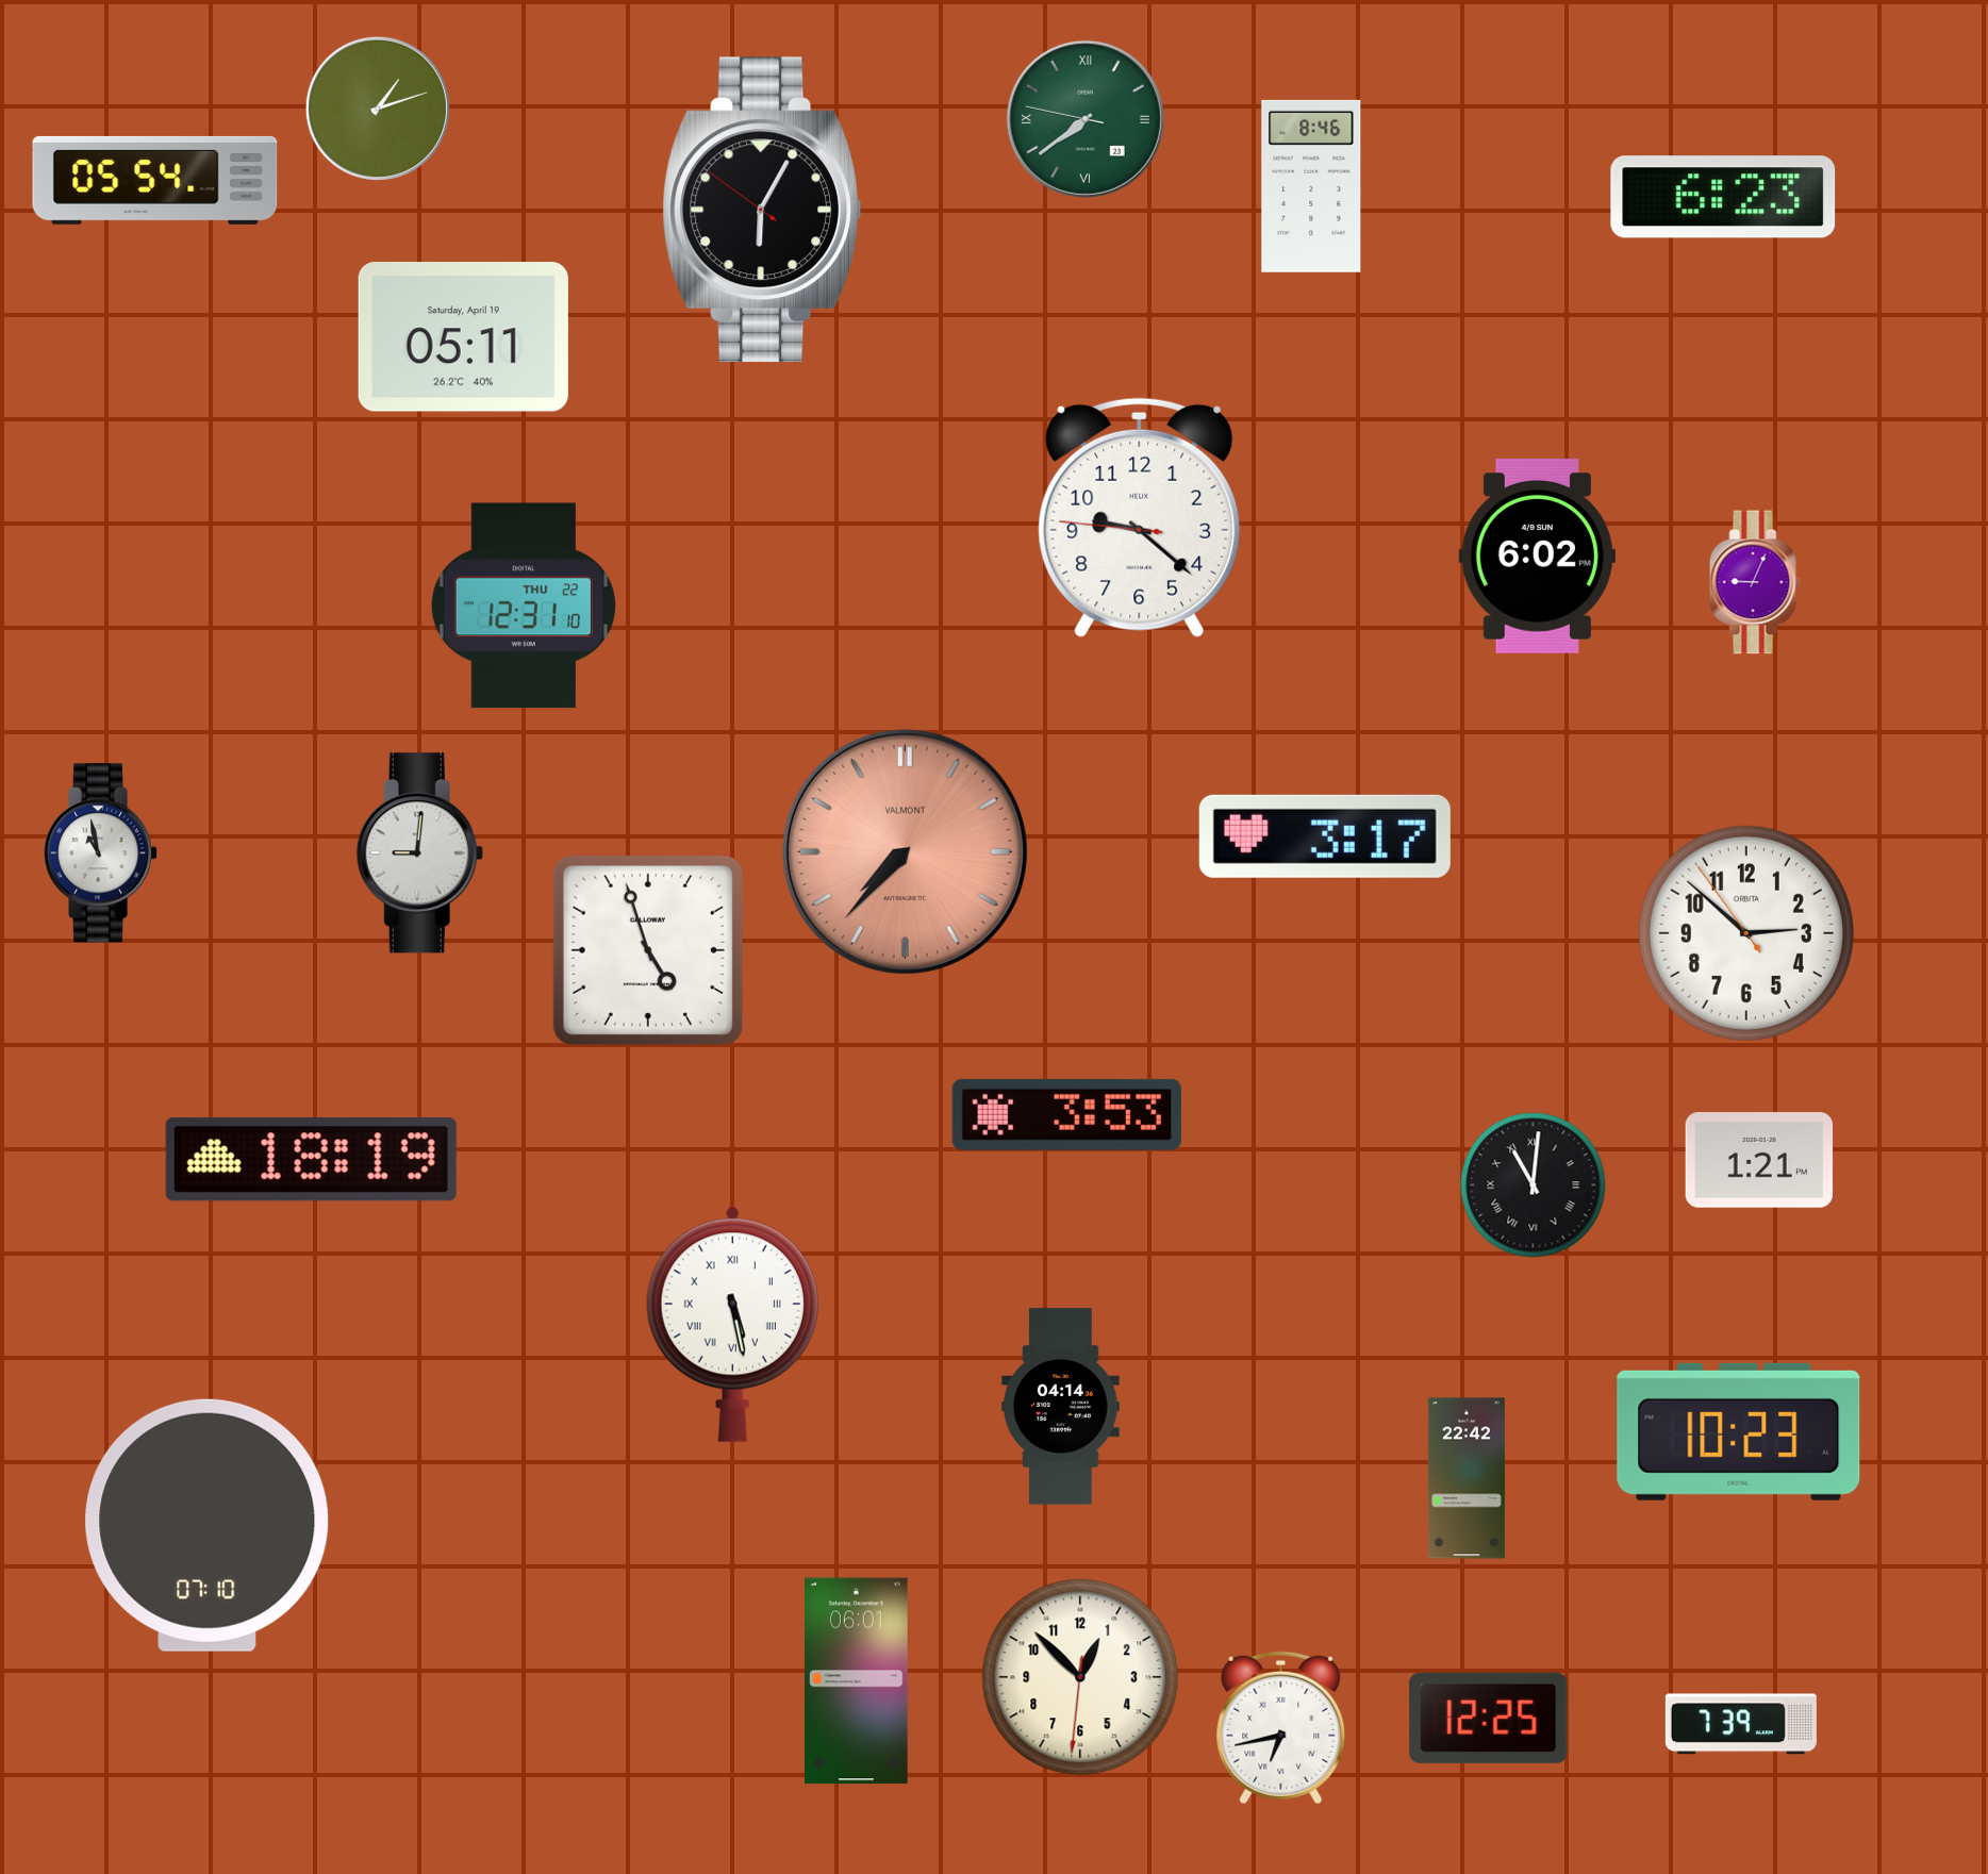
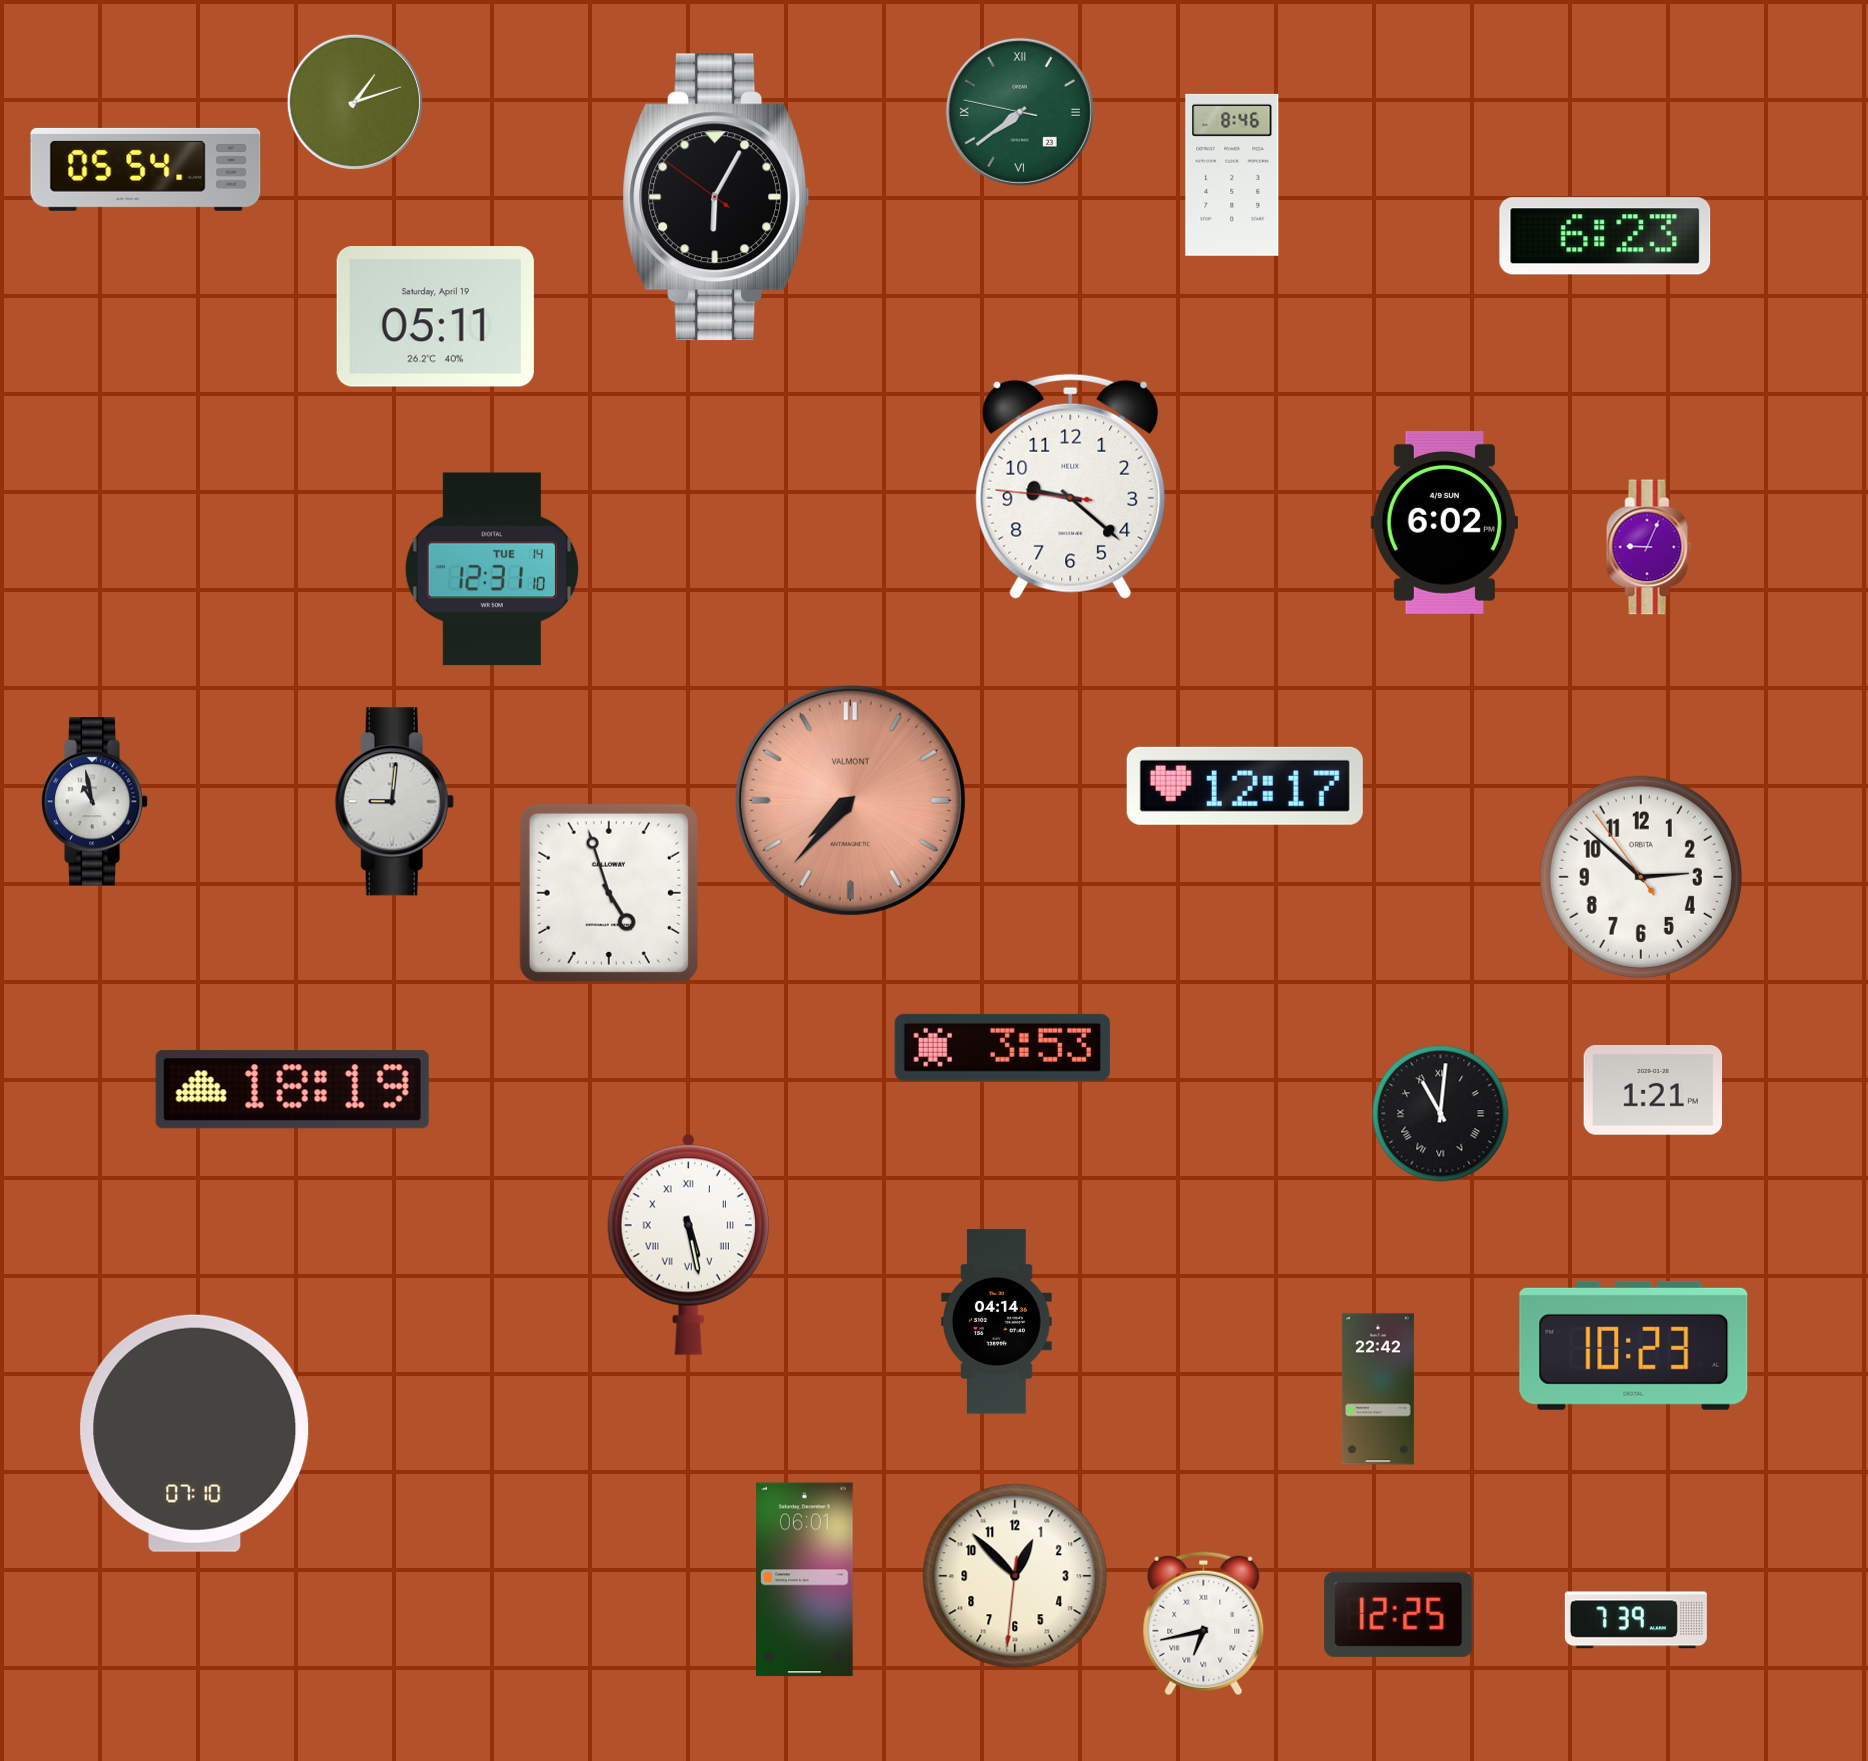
clock at (1723, 197) position: (1723, 197) -> (1605, 236)
clock at (524, 606) date: THU 22 -> TUE 14
clock at (1325, 836): 3:17 -> 12:17
